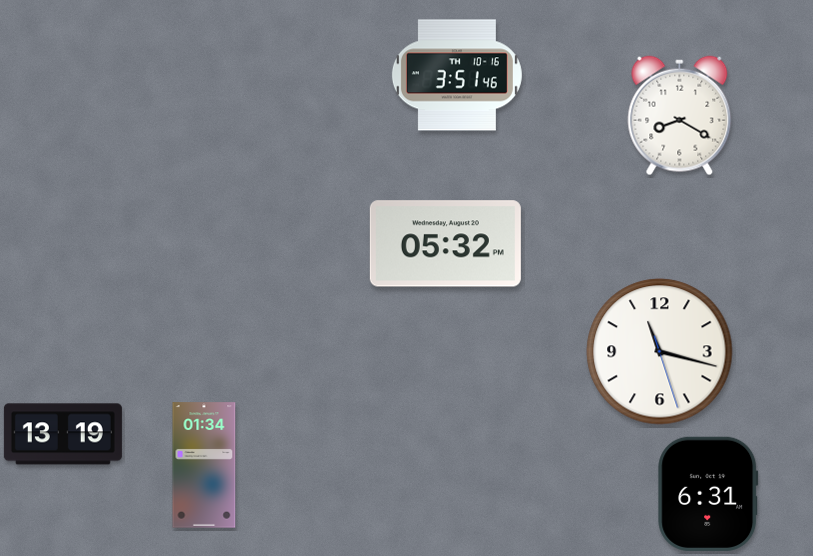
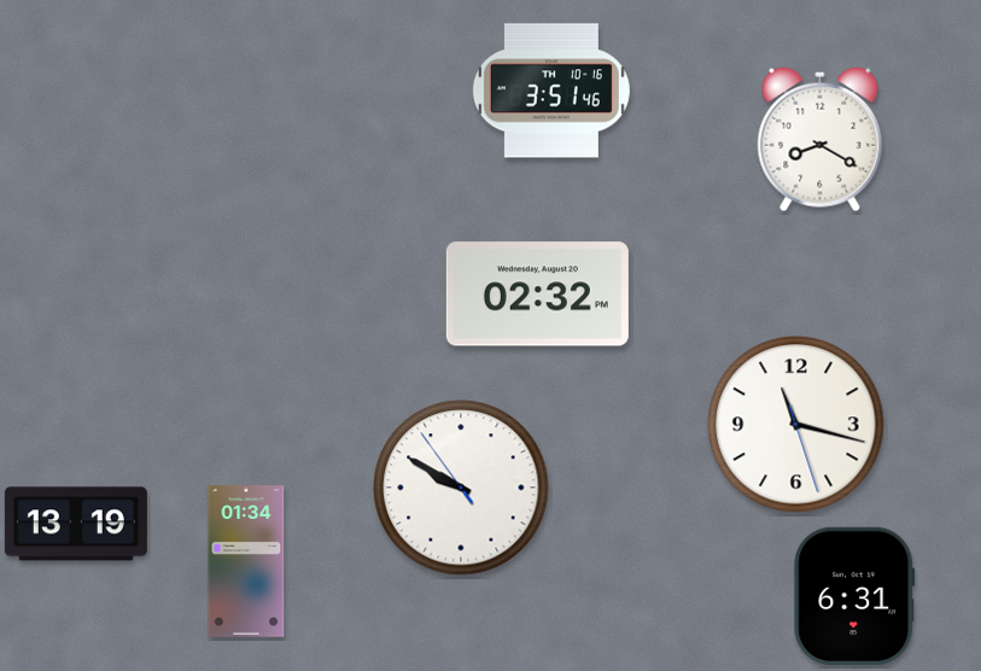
clock at (445, 244): 05:32 -> 02:32
clock at (461, 488): none -> 9:49
